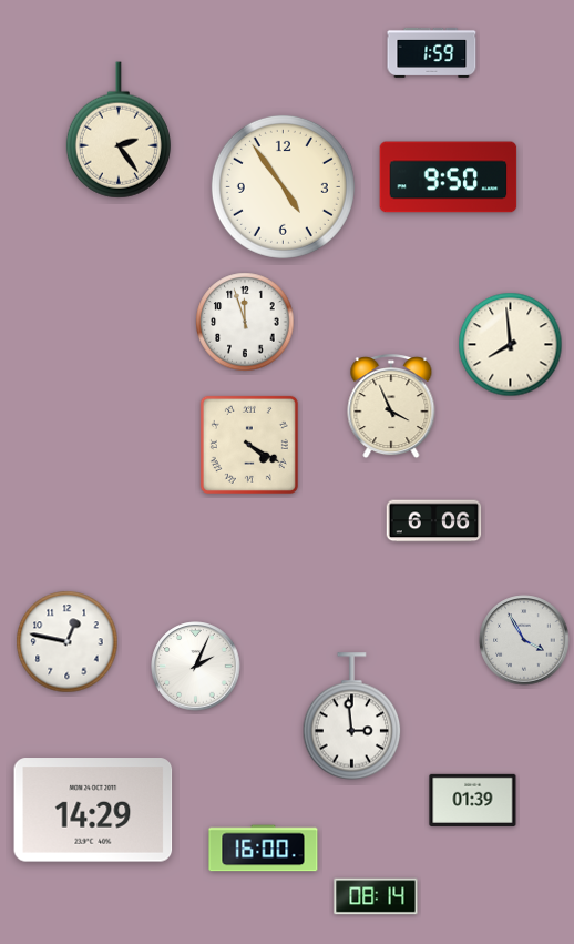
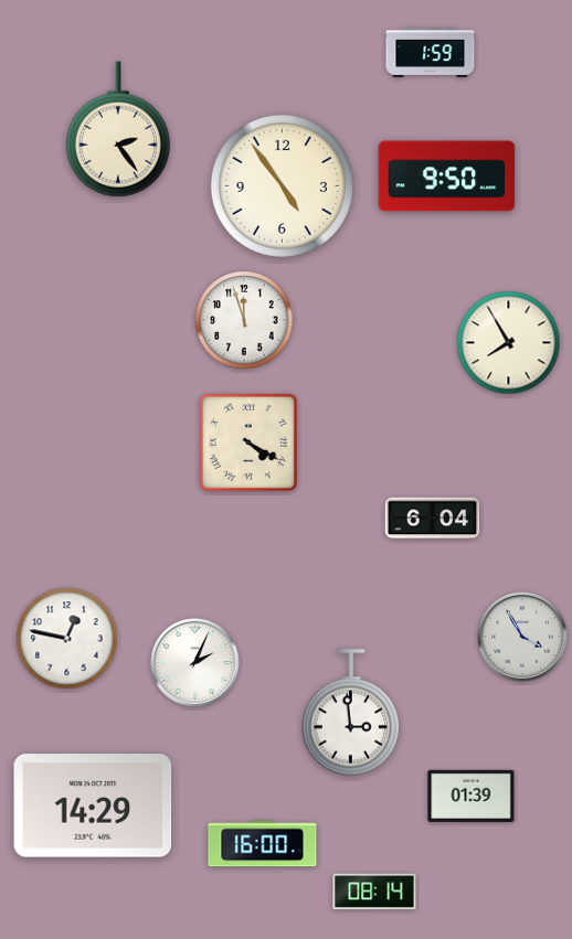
clock at (511, 345): 7:59 -> 7:55
clock at (391, 407): 3:56 -> none
clock at (434, 521): 6:06 -> 6:04
